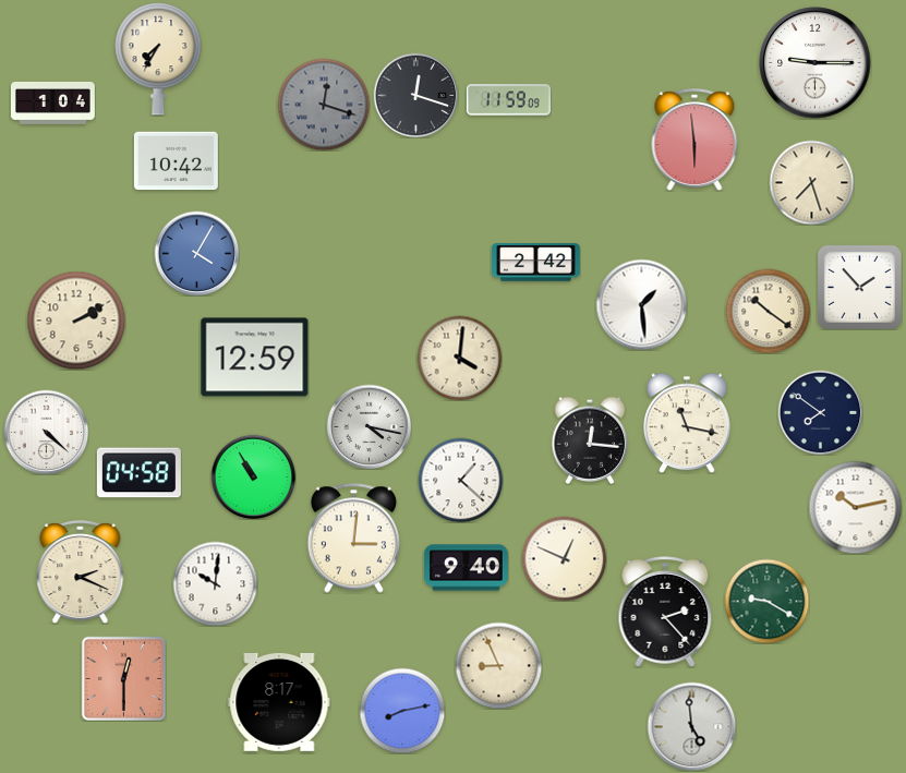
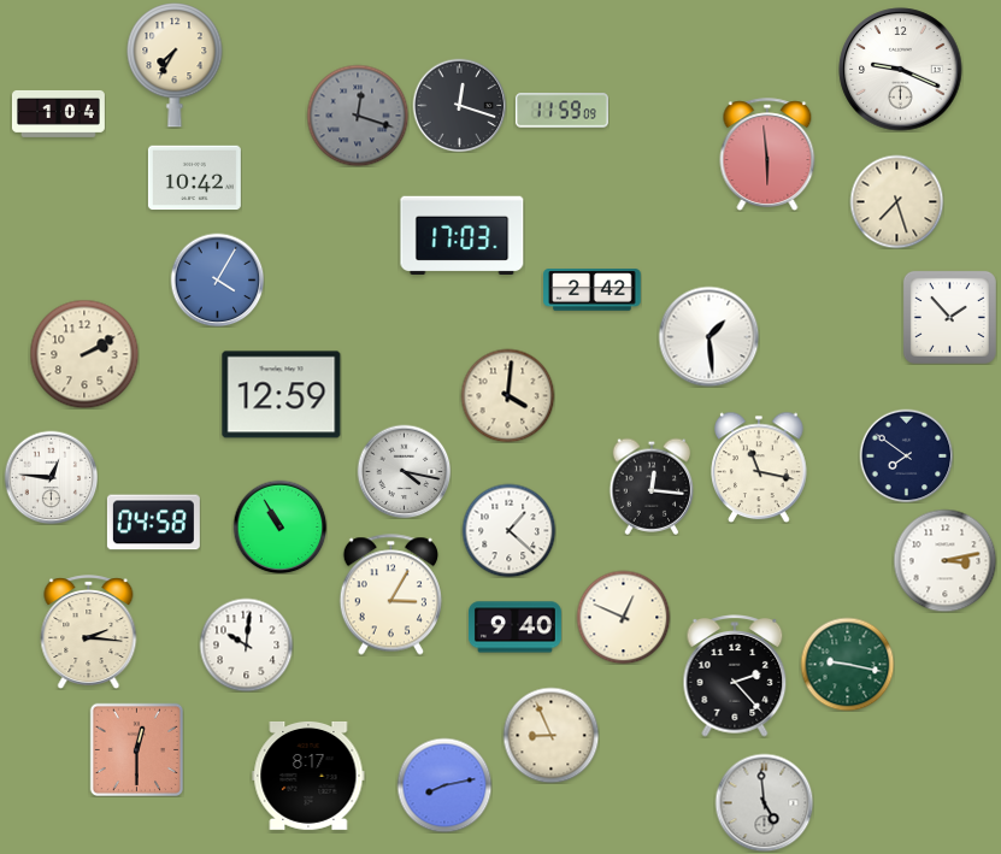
clock at (816, 63): 9:15 -> 9:19
clock at (463, 235): none -> 17:03
clock at (768, 311): 10:21 -> none
clock at (369, 426) position: (369, 426) -> (404, 471)
clock at (46, 432): 4:22 -> 12:46
clock at (855, 507): 10:13 -> 3:13
clock at (353, 539): 3:01 -> 3:05
clock at (81, 572): 2:19 -> 2:16
clock at (215, 583) position: (215, 583) -> (246, 644)
clock at (766, 601): 9:20 -> 9:17
